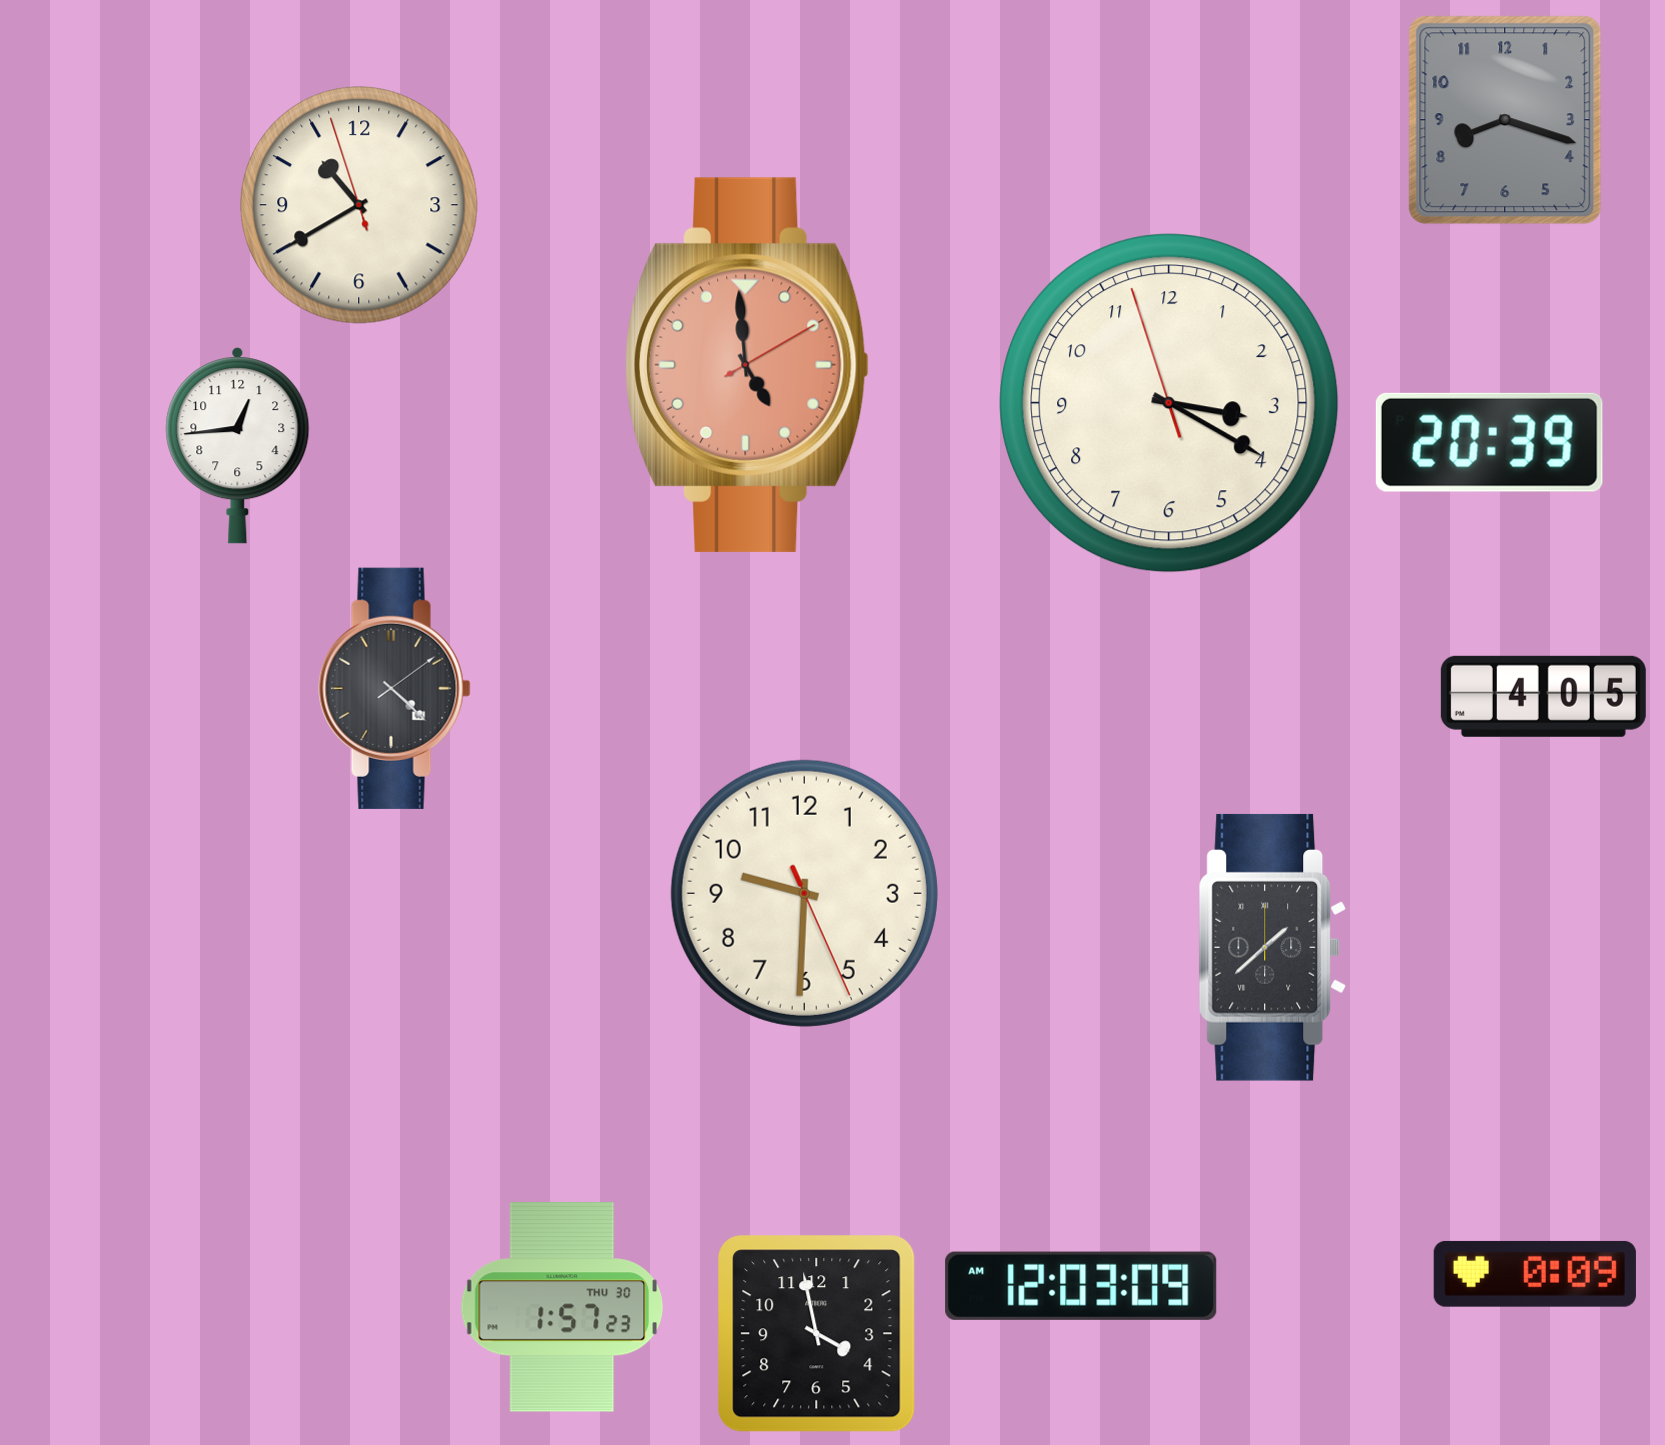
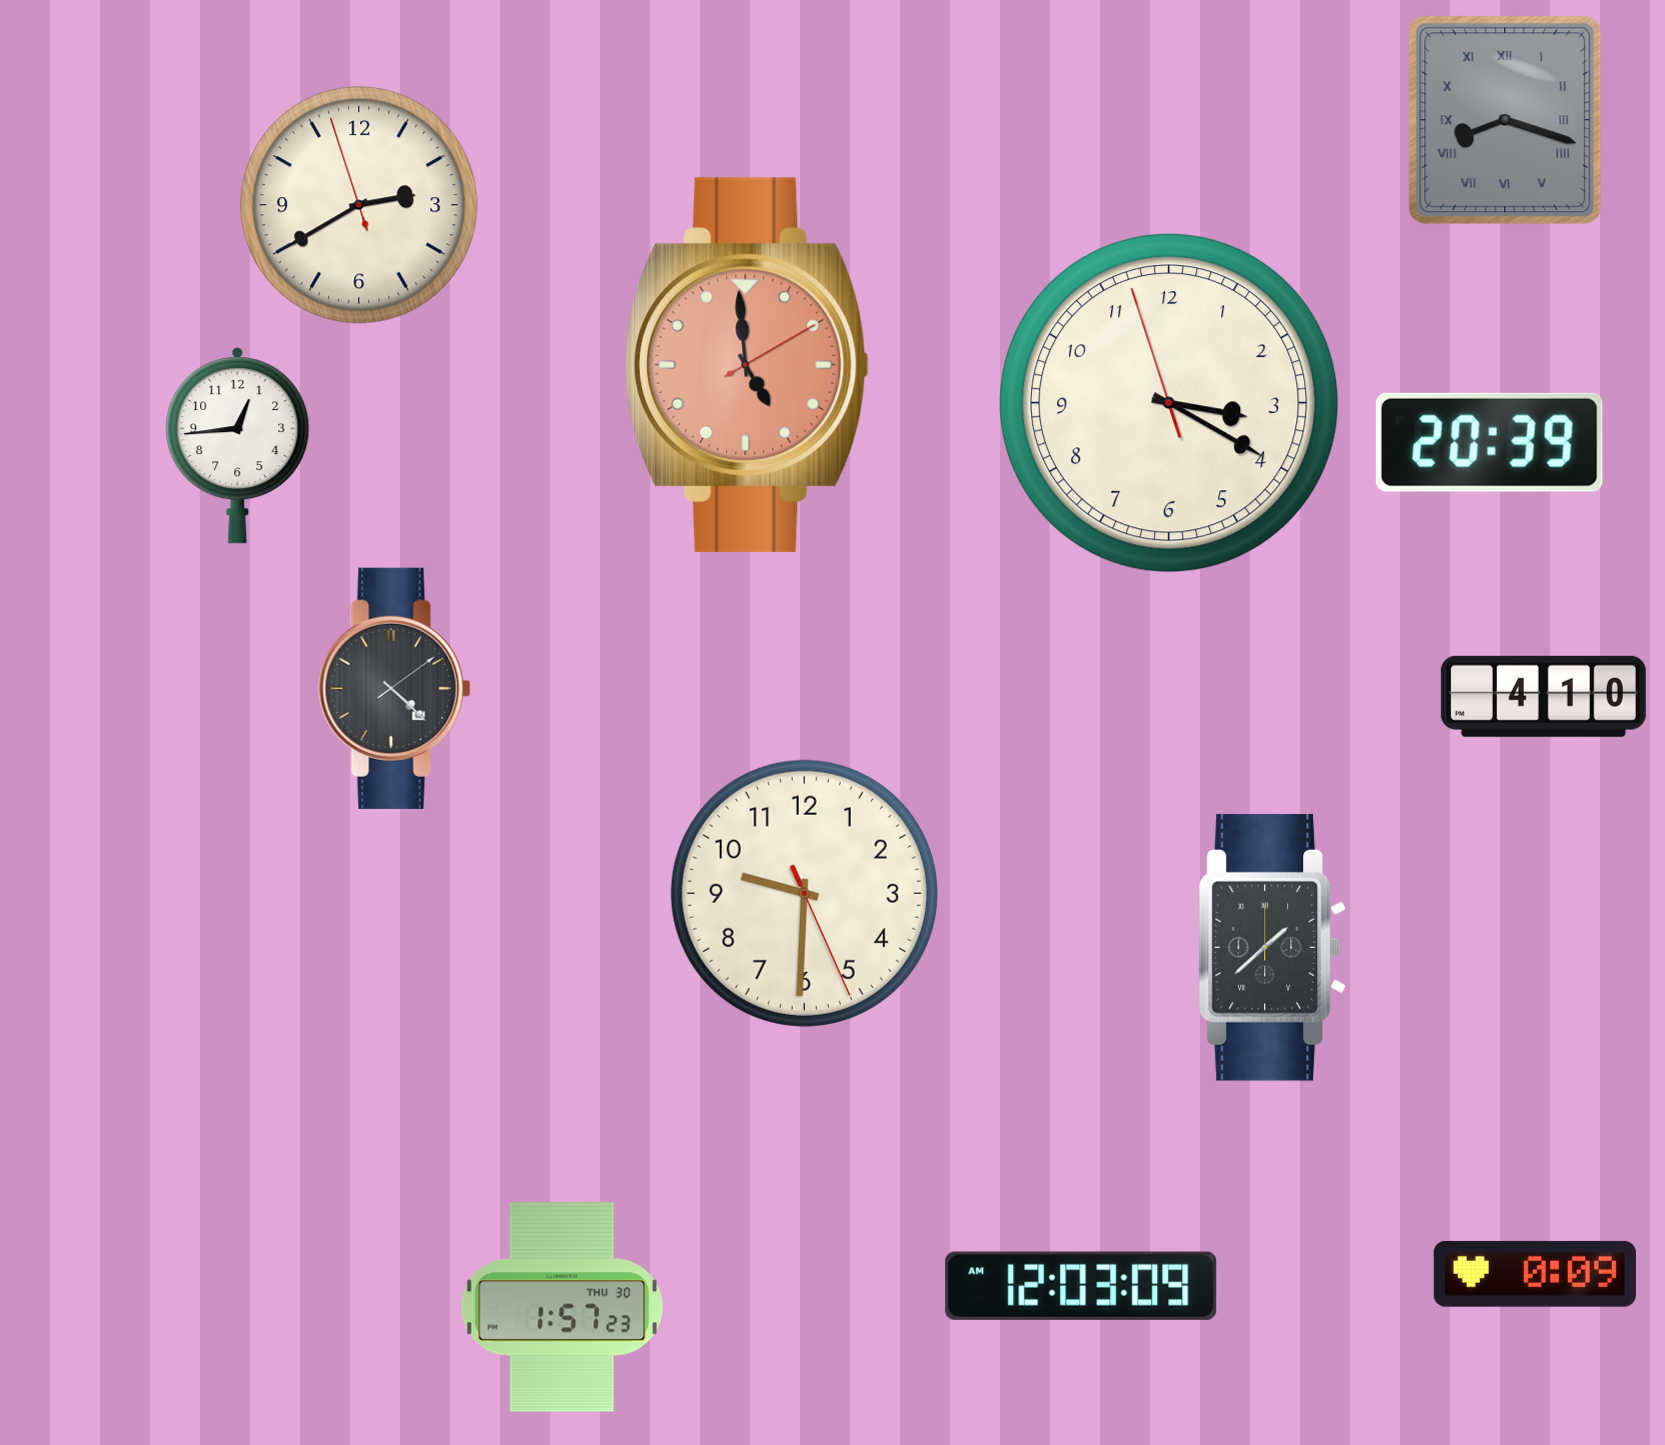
clock at (1505, 120) numerals: Arabic -> Roman
clock at (359, 205): 10:39 -> 2:39
clock at (1543, 696): 4:05 -> 4:10
clock at (817, 1334): 3:58 -> none
